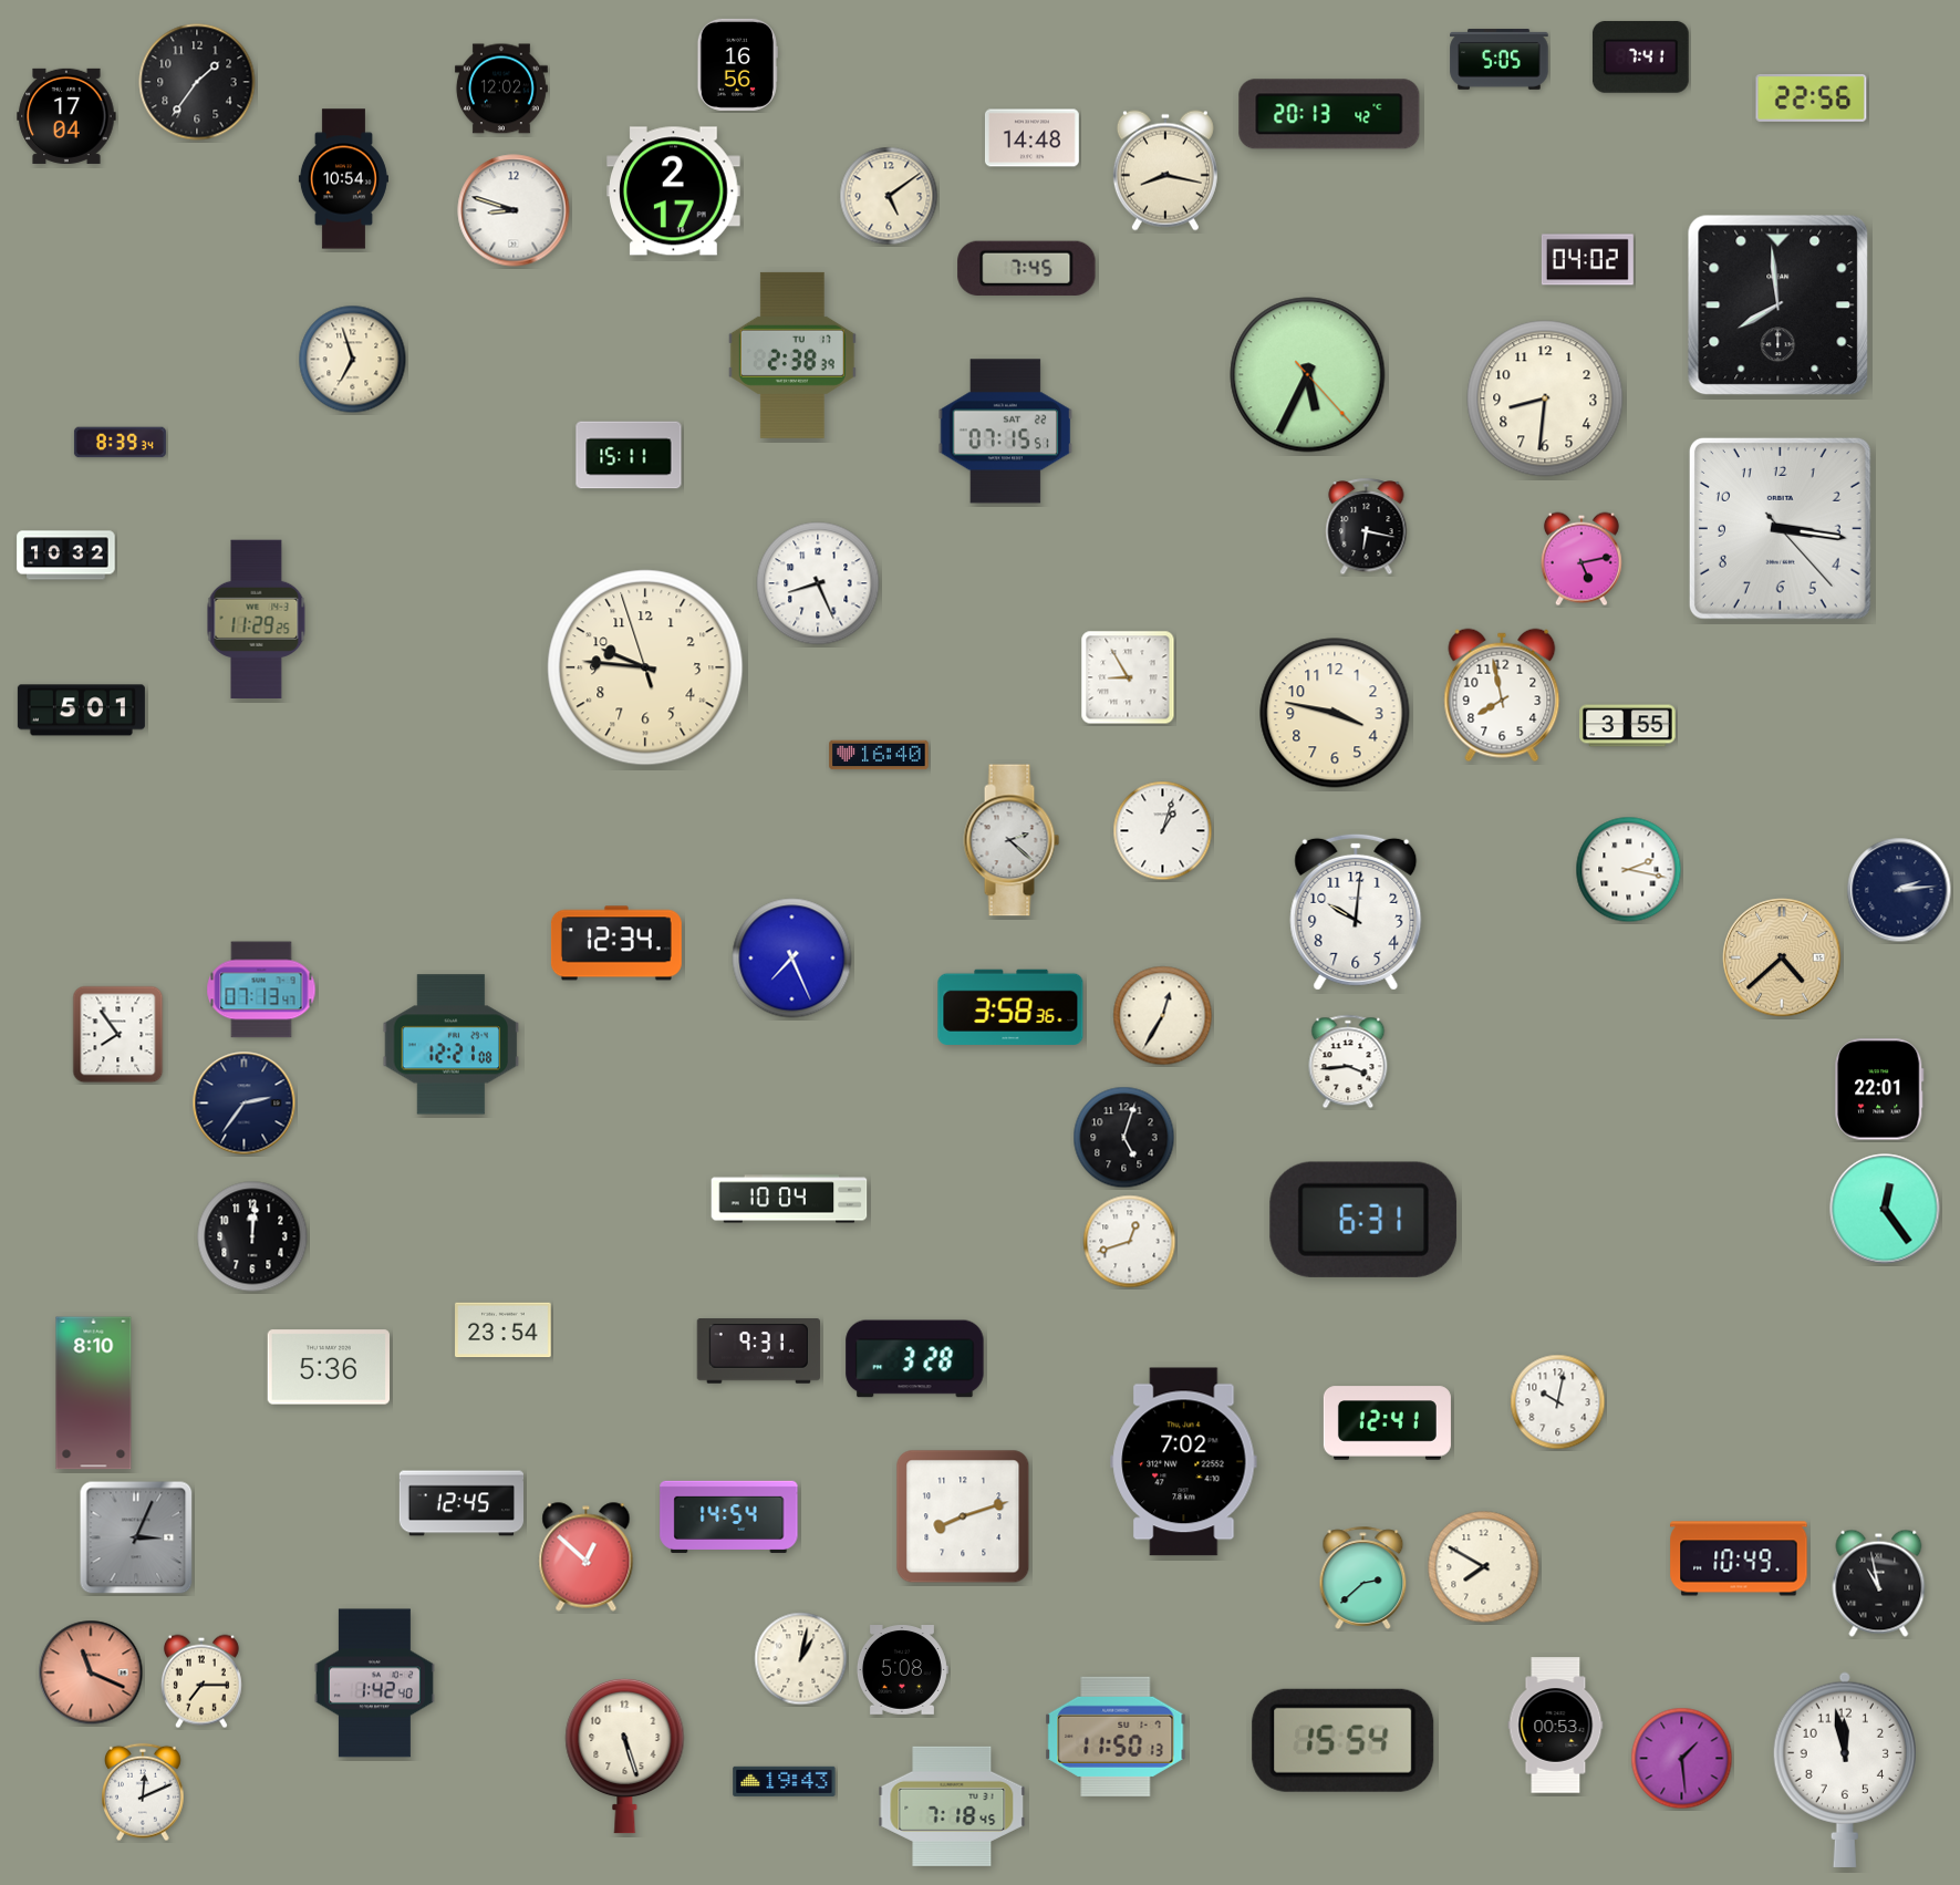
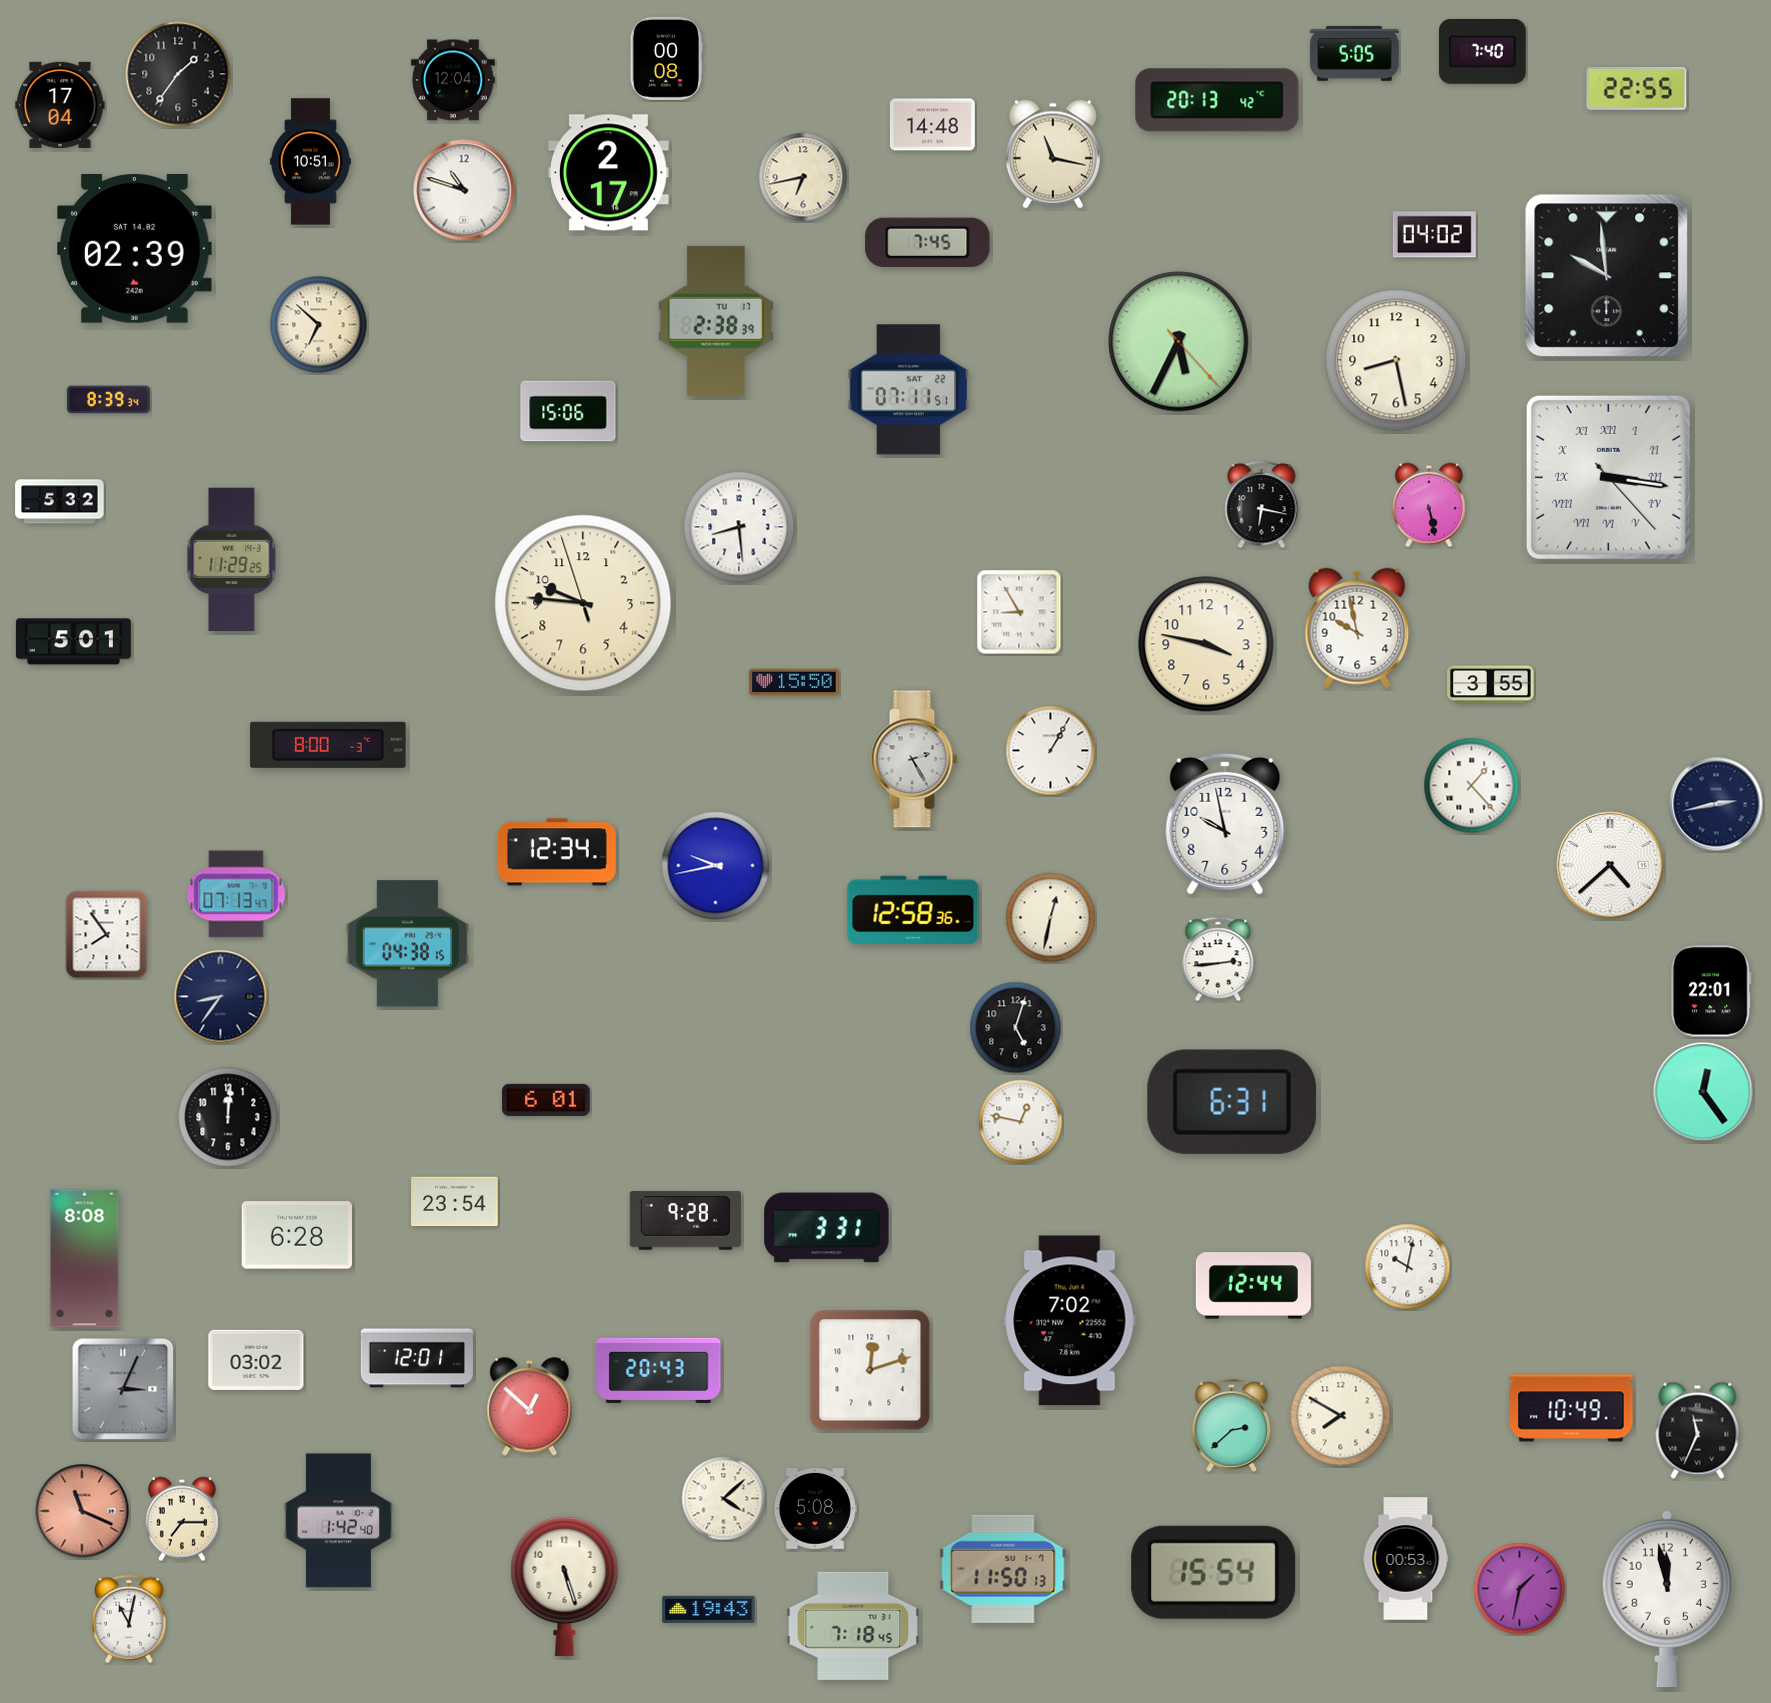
clock at (1640, 56): 7:41 -> 7:40
clock at (737, 64): 16:56 -> 00:08
clock at (501, 89): 12:02 -> 12:04
clock at (1812, 97): 22:56 -> 22:55
clock at (1329, 114) position: (1329, 114) -> (1217, 100)
clock at (1165, 170): 8:17 -> 11:17
clock at (343, 179): 10:54 -> 10:51
clock at (889, 196): 5:09 -> 6:43
clock at (514, 210): 8:48 -> 10:48
clock at (135, 248): none -> 02:39
clock at (1778, 305): 7:59 -> 9:59
clock at (353, 360): 6:57 -> 6:52
clock at (1308, 375) position: (1308, 375) -> (1179, 342)
clock at (1545, 398): 8:31 -> 8:28
clock at (1006, 432): 07:15 -> 07:11
clock at (629, 455): 15:11 -> 15:06
clock at (1367, 527) position: (1367, 527) -> (1262, 505)
clock at (1780, 528) numerals: Arabic -> Roman
clock at (66, 556): 10:32 -> 5:32
clock at (1582, 559): 5:13 -> 5:28
clock at (818, 583): 8:26 -> 8:29
clock at (1502, 695): 7:58 -> 9:58
clock at (1628, 726) position: (1628, 726) -> (1491, 685)
clock at (879, 755): 16:40 -> 15:50
clock at (328, 745): none -> 8:00
clock at (1163, 831): 1:03 -> 1:05
clock at (1012, 840): 2:22 -> 2:25
clock at (1629, 870): 2:17 -> 1:23
clock at (1899, 890): 2:14 -> 2:43
clock at (1356, 912): 10:01 -> 9:58
clock at (1782, 957) dial: champagne -> white
clock at (792, 959): 7:26 -> 9:43
clock at (1010, 1007): 3:58 -> 12:58
clock at (1163, 1016): 12:35 -> 12:32
clock at (452, 1045): 12:21 -> 04:38
clock at (1348, 1061): 3:44 -> 2:44
clock at (1879, 1089) position: (1879, 1089) -> (1711, 991)
clock at (245, 1104): 2:36 -> 8:36
clock at (789, 1199): 10:04 -> none
clock at (546, 1100): none -> 6:01
clock at (1130, 1242): 12:42 -> 12:47
clock at (758, 1351): 9:31 -> 9:28
clock at (915, 1359): 3:28 -> 3:31
clock at (328, 1367): 5:36 -> 6:28
clock at (94, 1394): 8:10 -> 8:08
clock at (1387, 1423): 12:41 -> 12:44
clock at (460, 1503): 12:45 -> 12:01
clock at (256, 1360): none -> 03:02
clock at (729, 1516): 14:54 -> 20:43
clock at (963, 1516): 8:12 -> 12:12
clock at (1879, 1583): 10:58 -> 11:34
clock at (801, 1659): 1:02 -> 4:08
clock at (1116, 1737) position: (1116, 1737) -> (1003, 1569)
clock at (1682, 1759): 1:29 -> 1:32
clock at (144, 1792): 12:11 -> 11:02
clock at (952, 1806) position: (952, 1806) -> (853, 1626)
